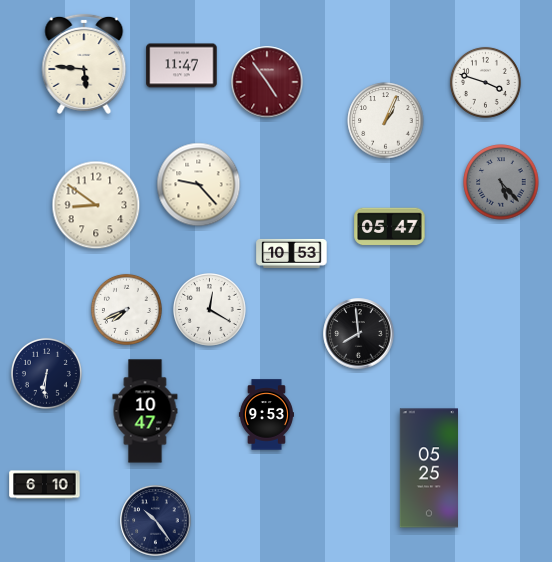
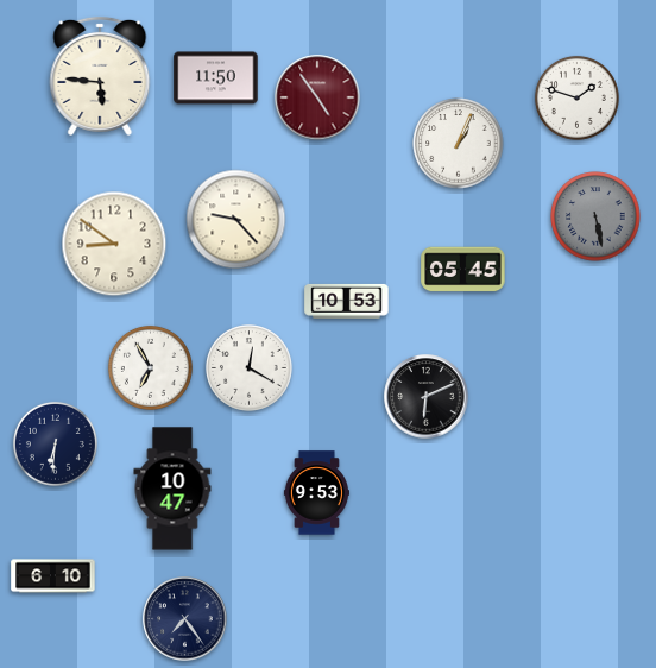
clock at (182, 66): 11:47 -> 11:50
clock at (485, 82): 3:48 -> 1:48
clock at (501, 182): 5:23 -> 5:28
clock at (390, 227): 05:47 -> 05:45
clock at (126, 309): 7:41 -> 6:55
clock at (359, 334): 7:59 -> 6:11
clock at (428, 468): 05:25 -> none
clock at (156, 521): 10:24 -> 7:24
